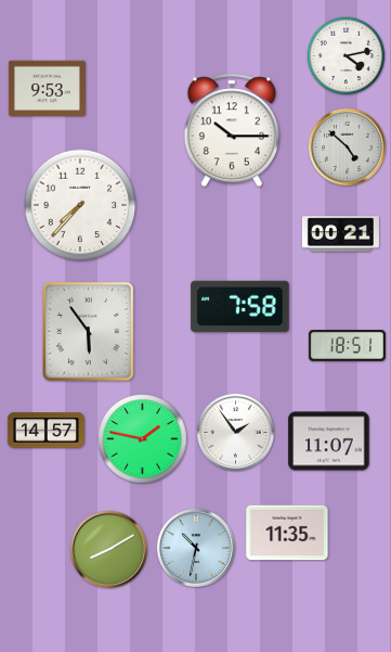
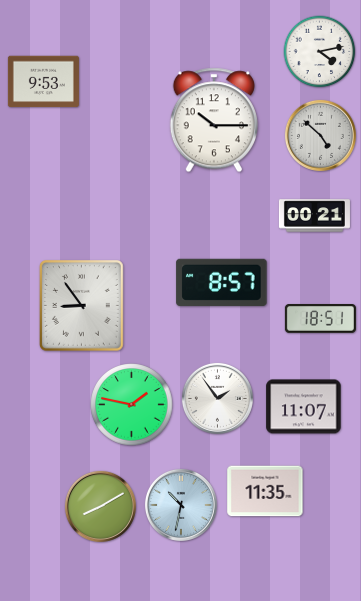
clock at (80, 205): 7:37 -> none
clock at (240, 306): 7:58 -> 8:57
clock at (88, 332): 5:54 -> 8:54
clock at (45, 431): 14:57 -> none
